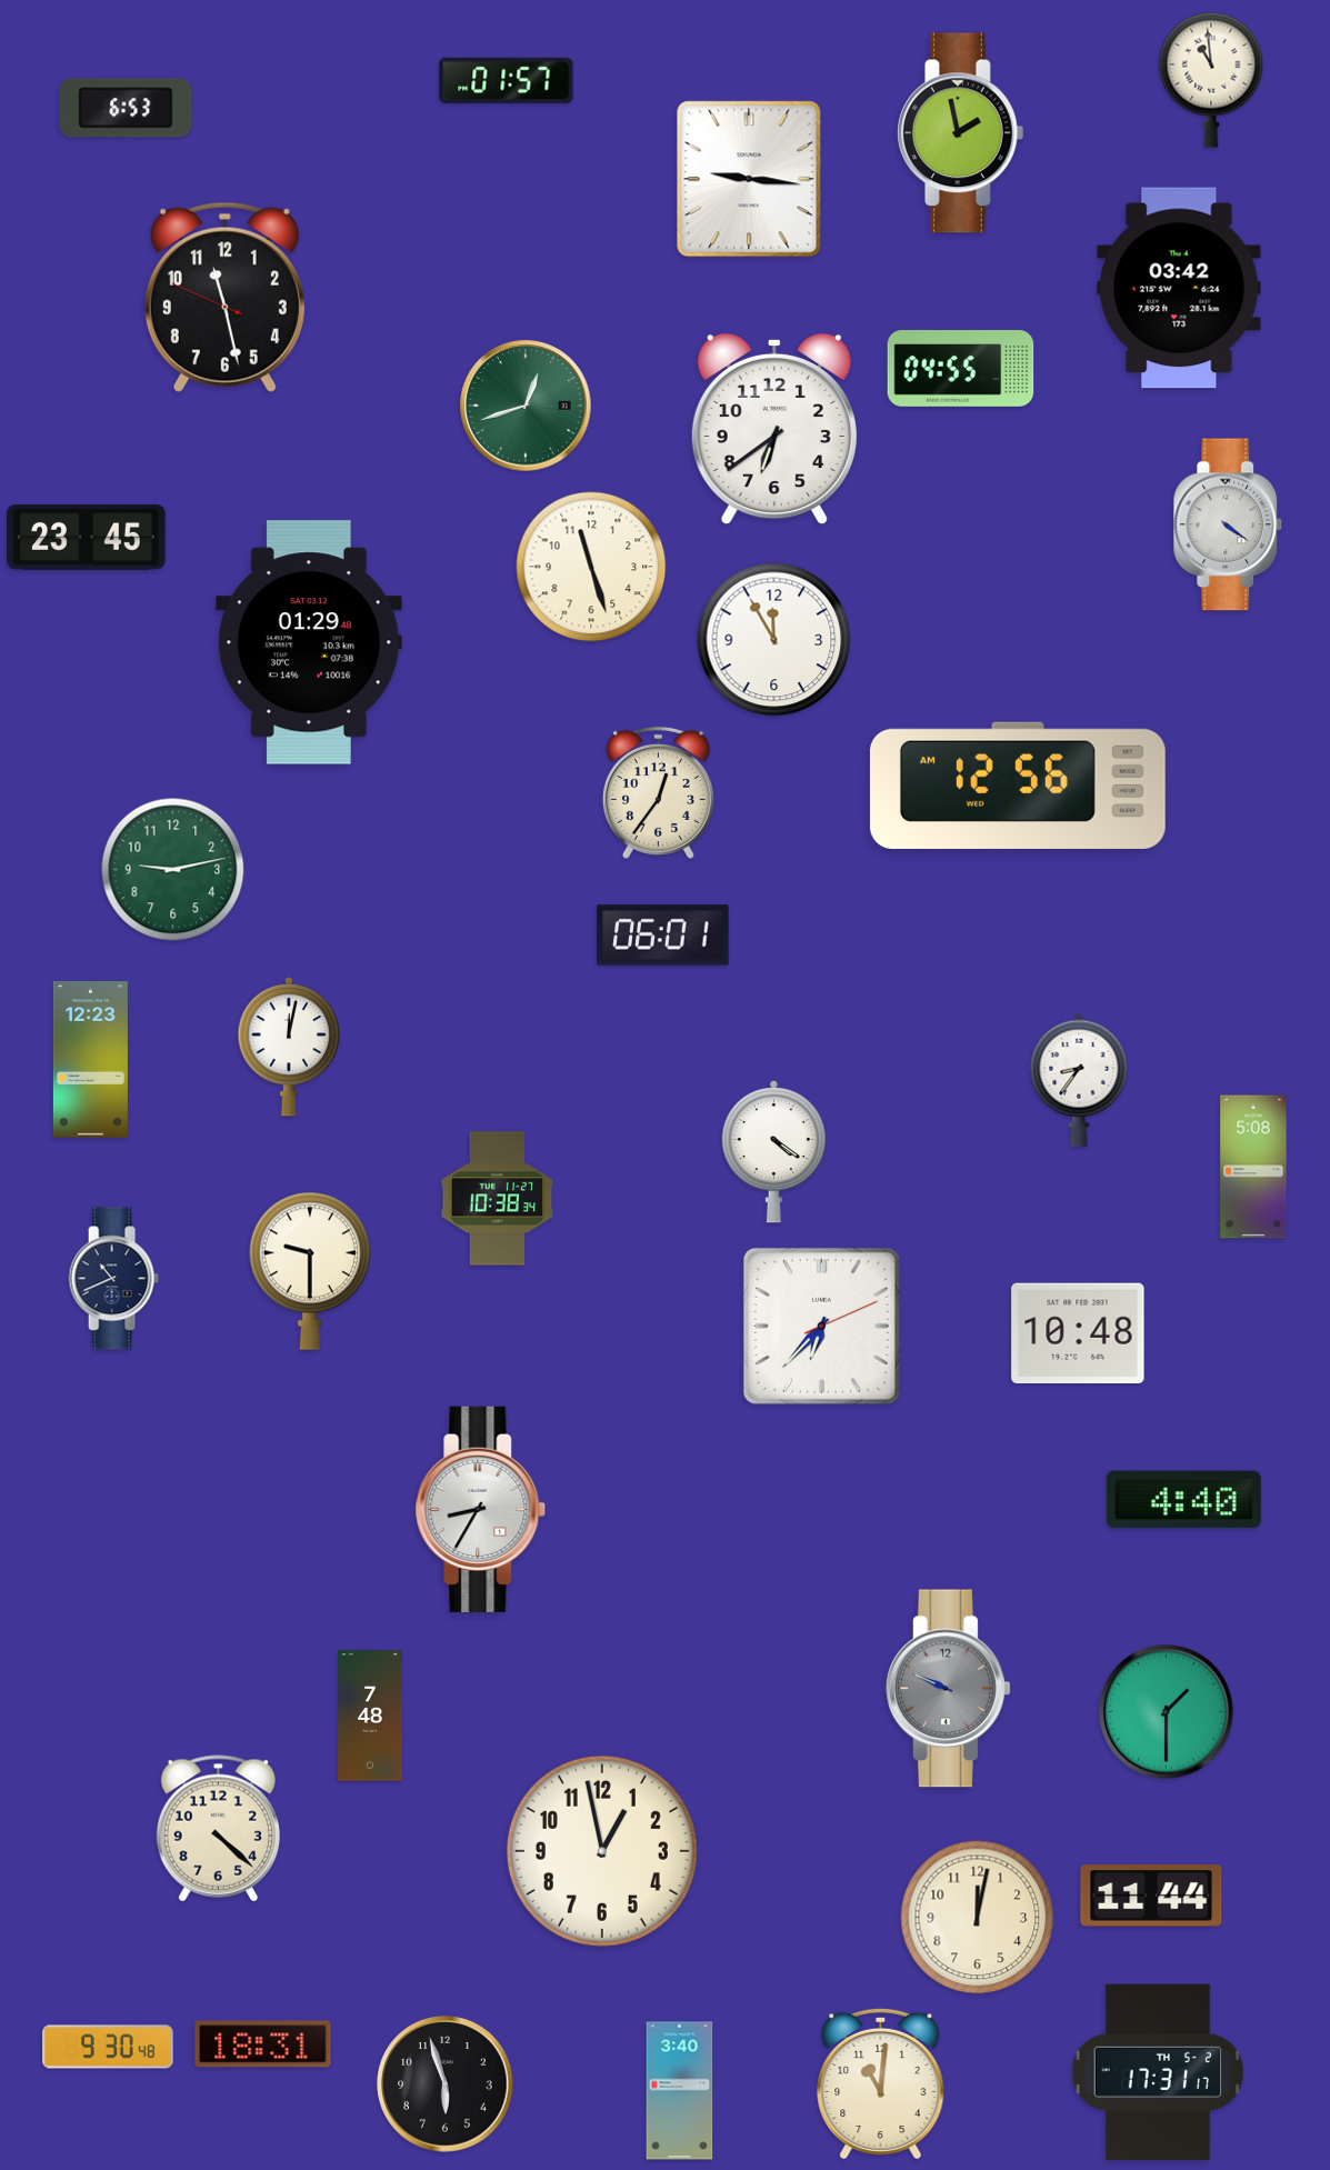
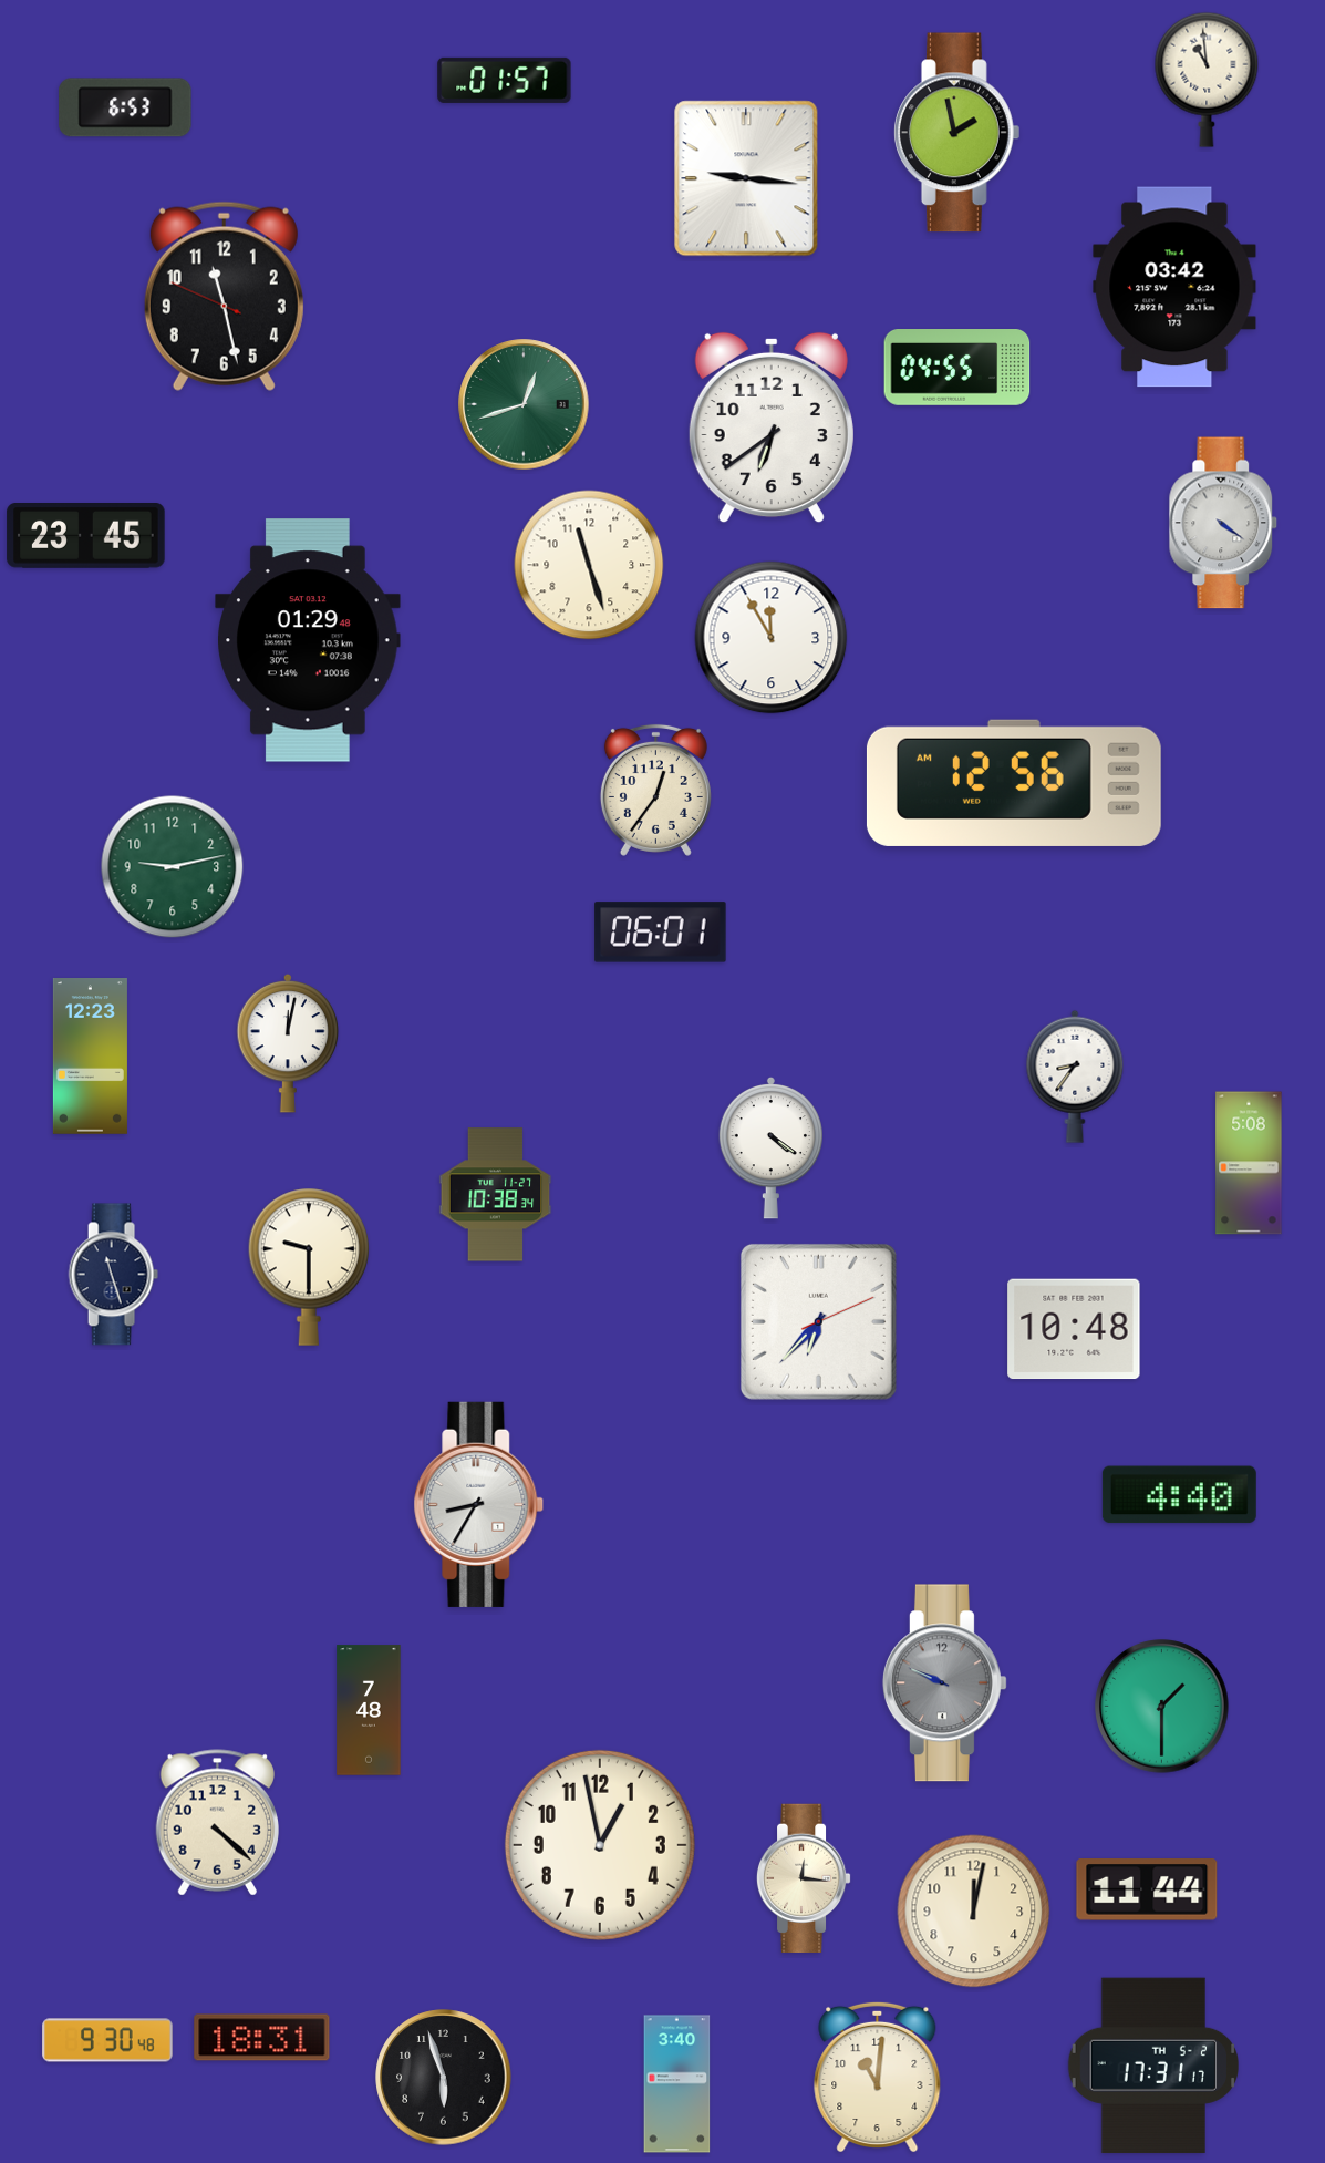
clock at (113, 1279): 10:41 -> 11:27
clock at (804, 1877): none -> 12:16
